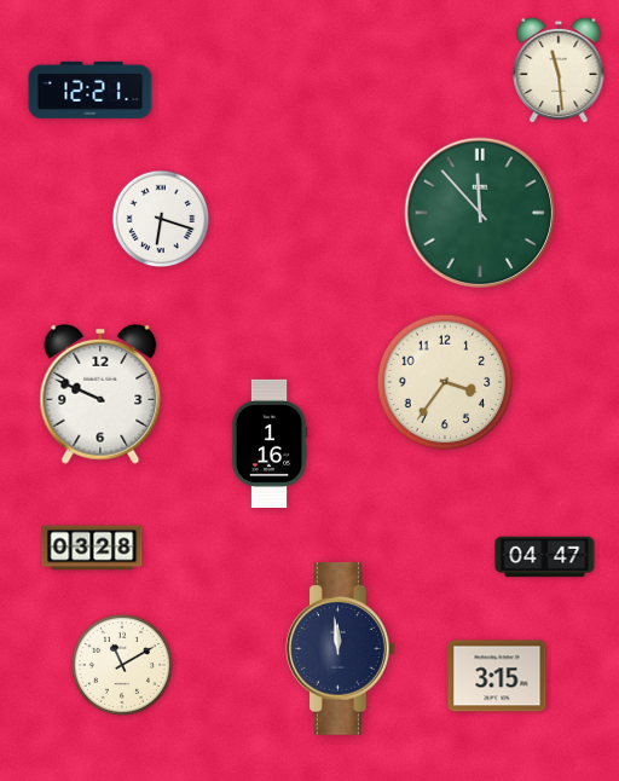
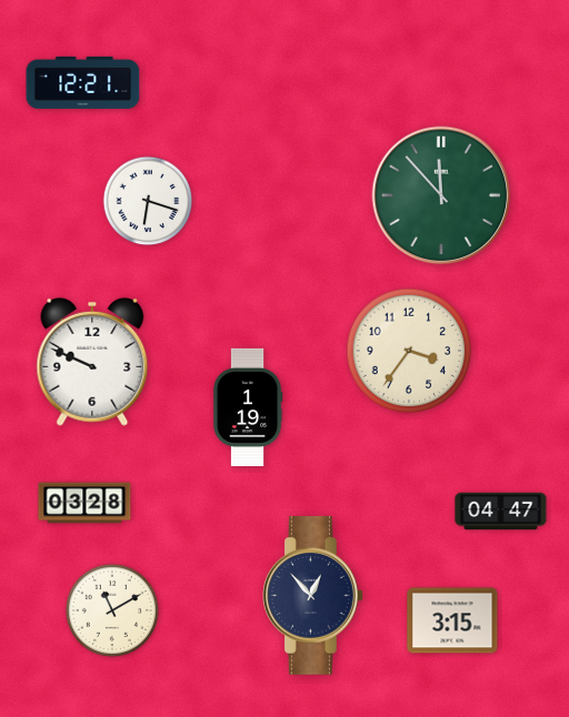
clock at (559, 70): 11:29 -> none
clock at (270, 444): 1:16 -> 1:19
clock at (341, 649): 11:59 -> 12:53
clock at (497, 676) position: (497, 676) -> (452, 620)
